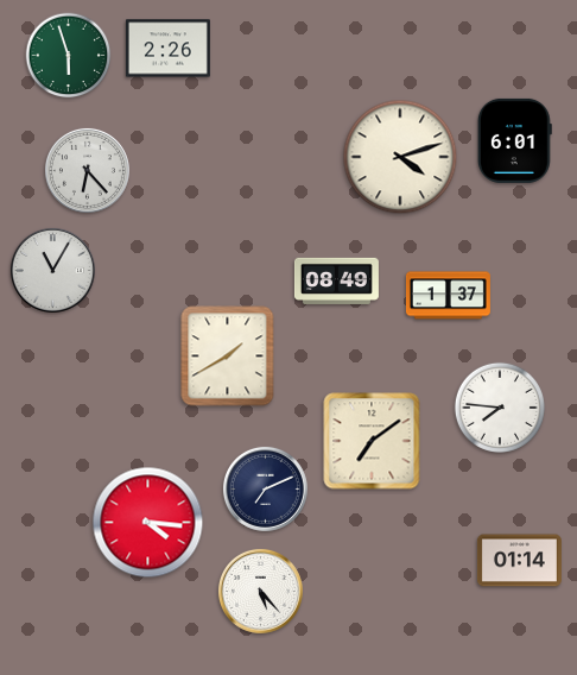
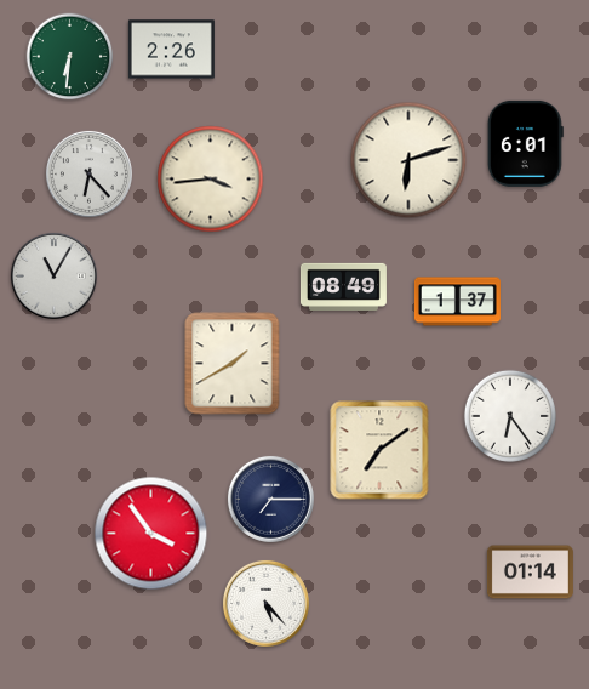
clock at (69, 56): 5:57 -> 6:31
clock at (400, 157): 4:12 -> 6:12
clock at (211, 180): none -> 3:44
clock at (500, 408): 7:46 -> 6:24
clock at (265, 488): 7:11 -> 7:15
clock at (148, 523): 4:16 -> 3:54
